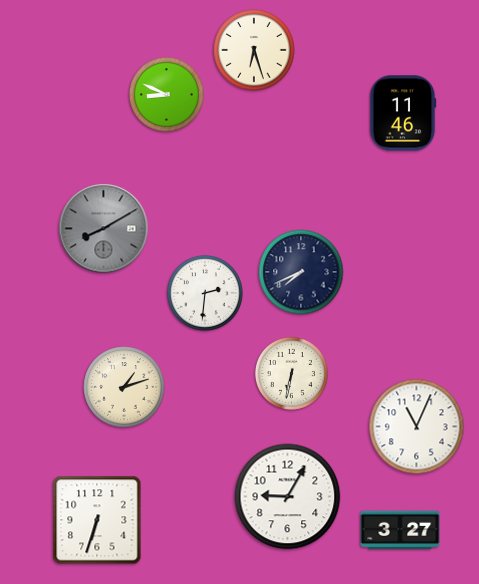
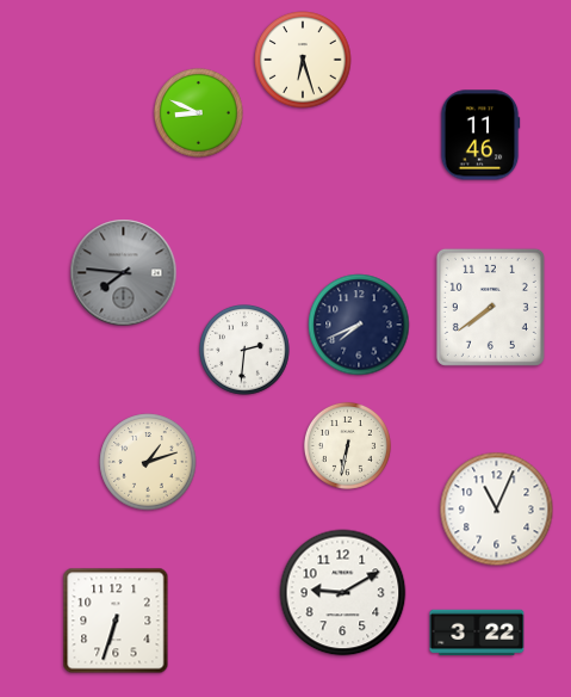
clock at (104, 229): 8:10 -> 7:46
clock at (490, 307): none -> 7:39
clock at (288, 497): 9:05 -> 9:10
clock at (400, 530): 3:27 -> 3:22
